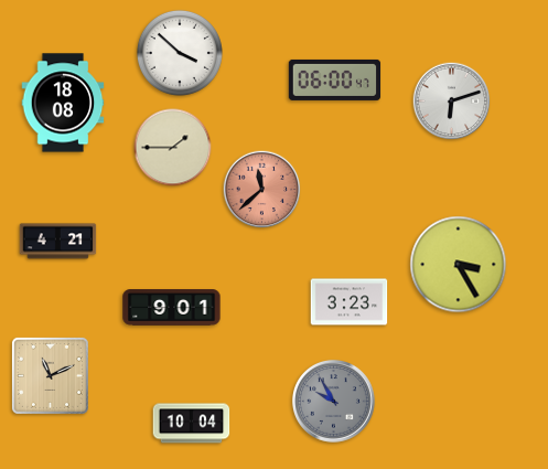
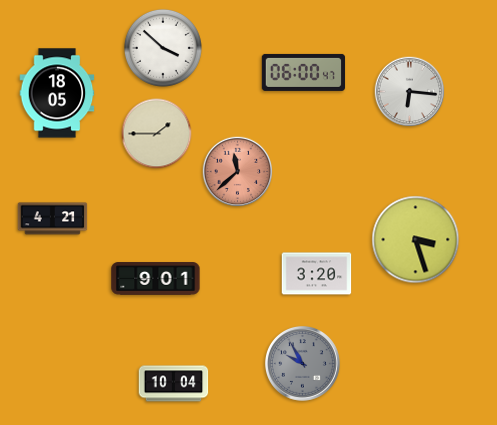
clock at (452, 102): 6:12 -> 6:16
clock at (63, 103): 18:08 -> 18:05
clock at (459, 265): 3:25 -> 3:27
clock at (350, 302): 3:23 -> 3:20
clock at (50, 375): 11:11 -> none
